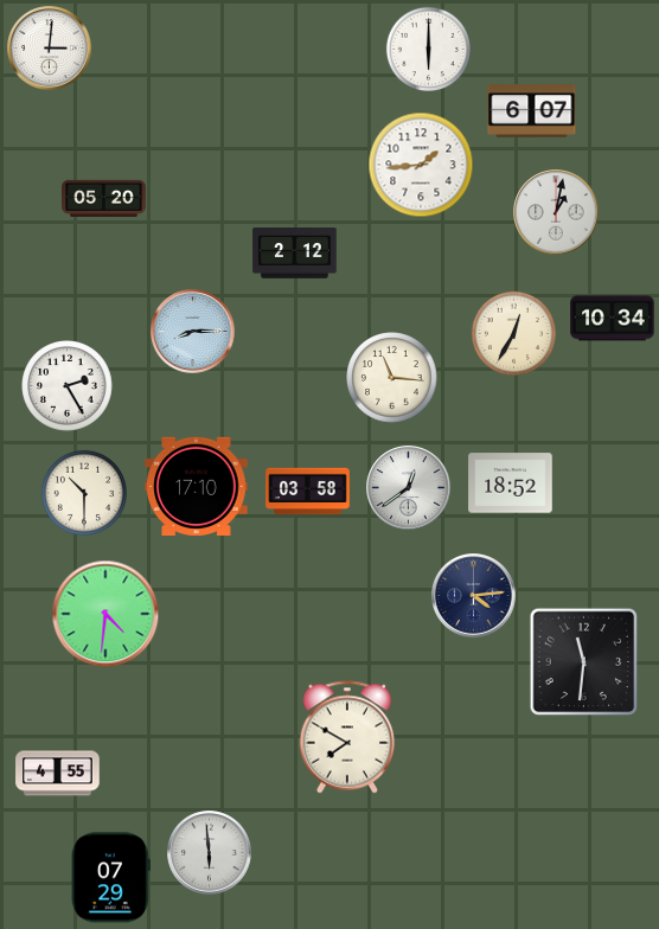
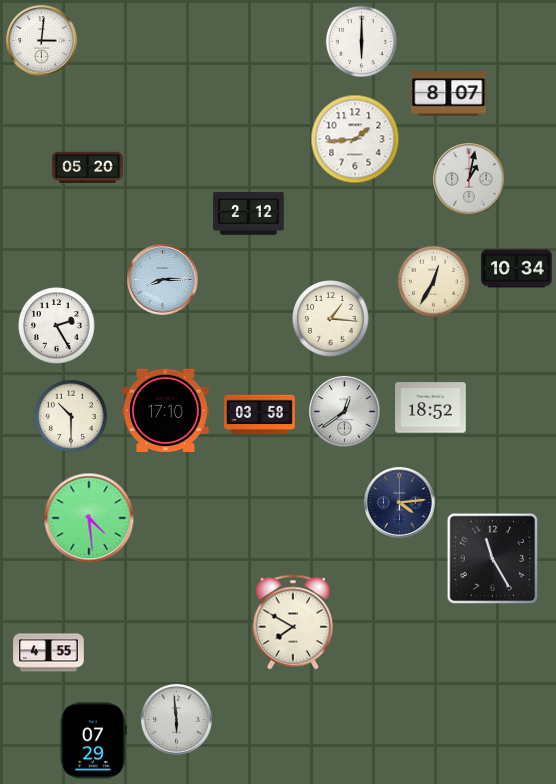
clock at (532, 111): 6:07 -> 8:07
clock at (392, 378): 11:16 -> 1:16
clock at (105, 614): 4:31 -> 4:29
clock at (584, 662): 11:31 -> 11:25
